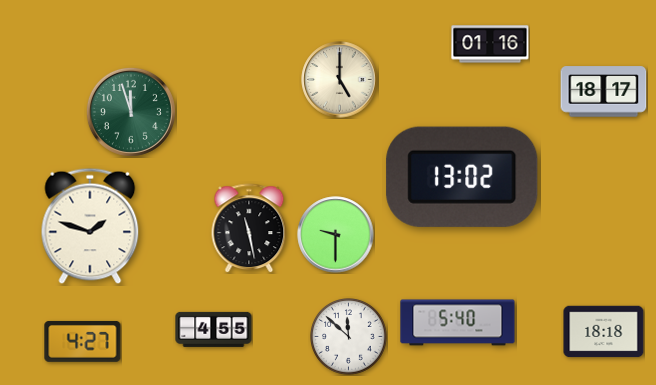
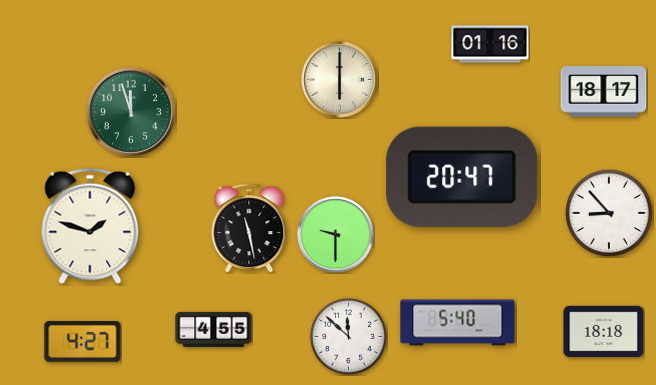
clock at (340, 80): 5:00 -> 6:00
clock at (462, 177): 13:02 -> 20:47
clock at (609, 213): none -> 8:53
